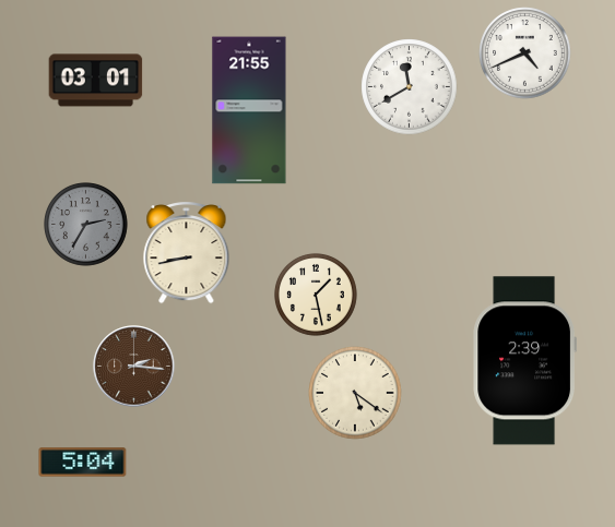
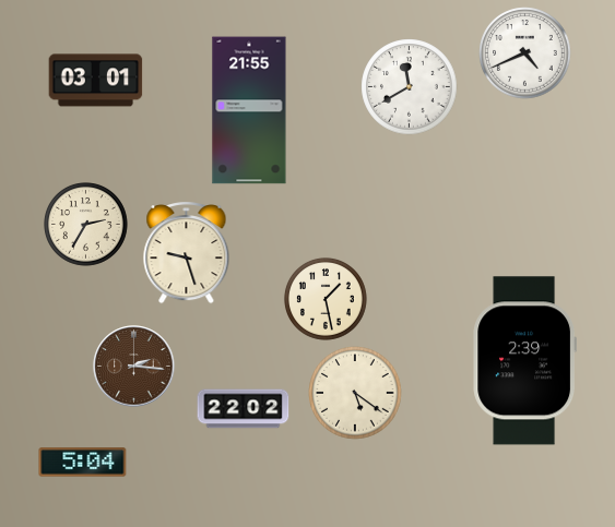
clock at (86, 225) dial: grey -> cream
clock at (187, 252): 8:43 -> 9:27
clock at (316, 295) position: (316, 295) -> (326, 299)
clock at (244, 409): none -> 22:02
